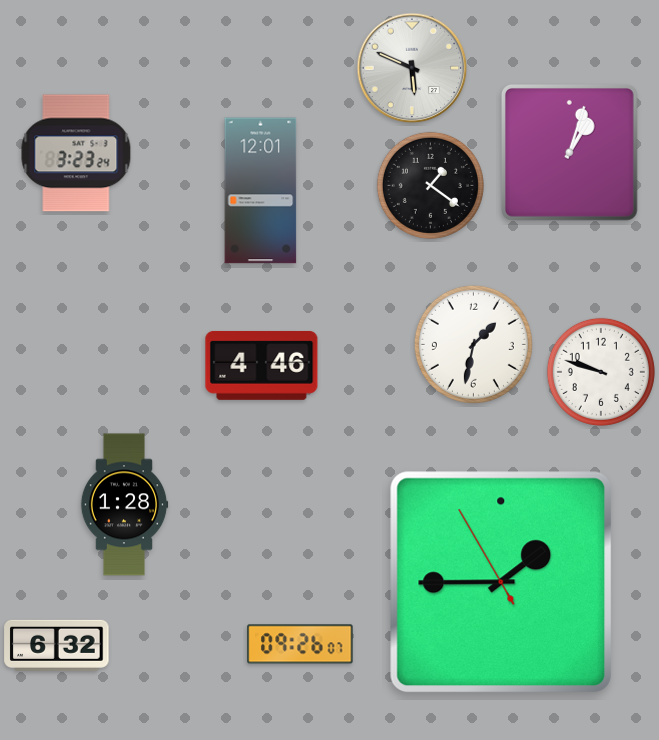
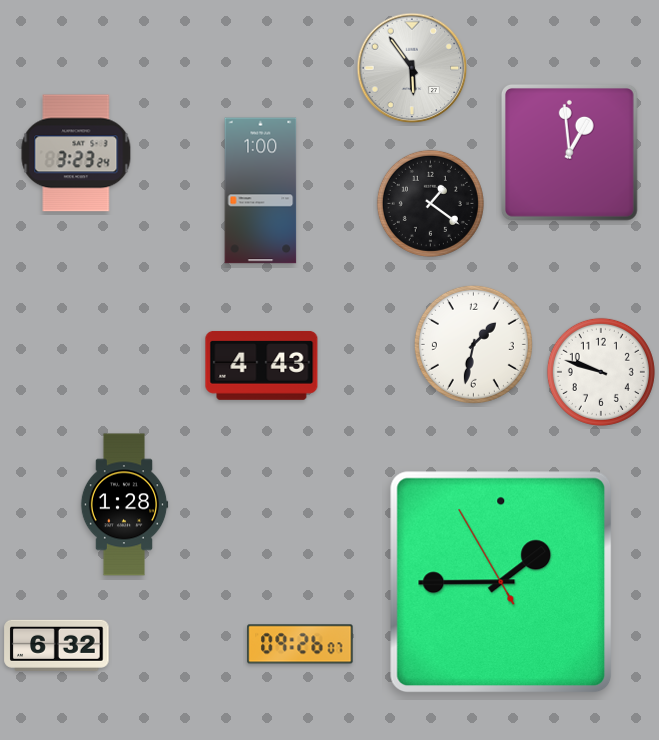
clock at (412, 68): 5:49 -> 5:54
clock at (569, 152): 1:03 -> 12:59
clock at (430, 185) position: (430, 185) -> (430, 203)
clock at (261, 191): 12:01 -> 1:00
clock at (262, 365): 4:46 -> 4:43
